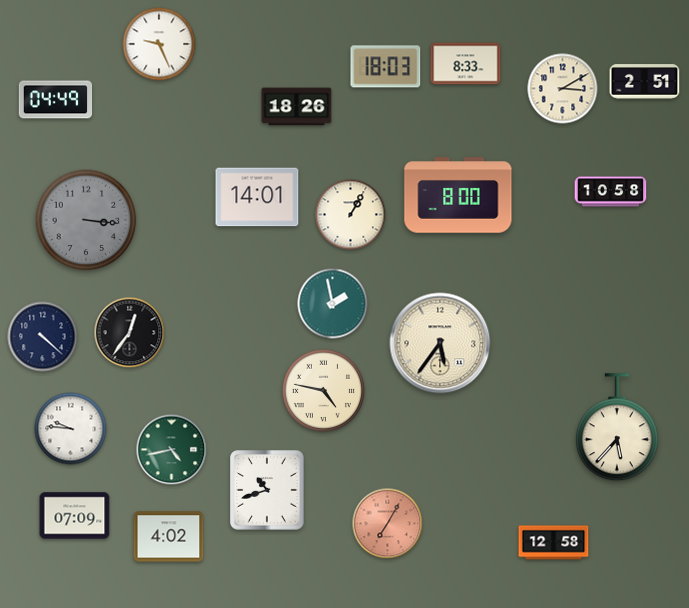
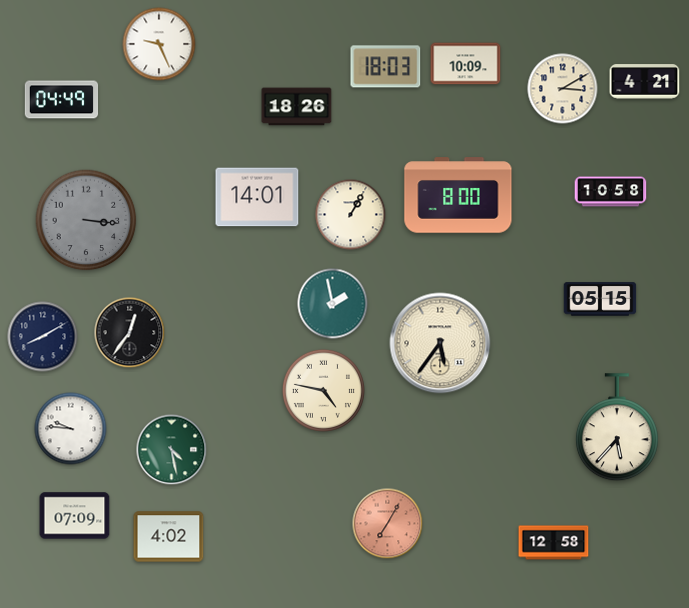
clock at (466, 64): 8:33 -> 10:09
clock at (645, 82): 2:51 -> 4:21
clock at (56, 100) position: (56, 100) -> (62, 100)
clock at (600, 299): none -> 05:15
clock at (43, 337): 4:22 -> 8:10
clock at (172, 450): 4:43 -> 4:28
clock at (267, 490): 10:42 -> none
